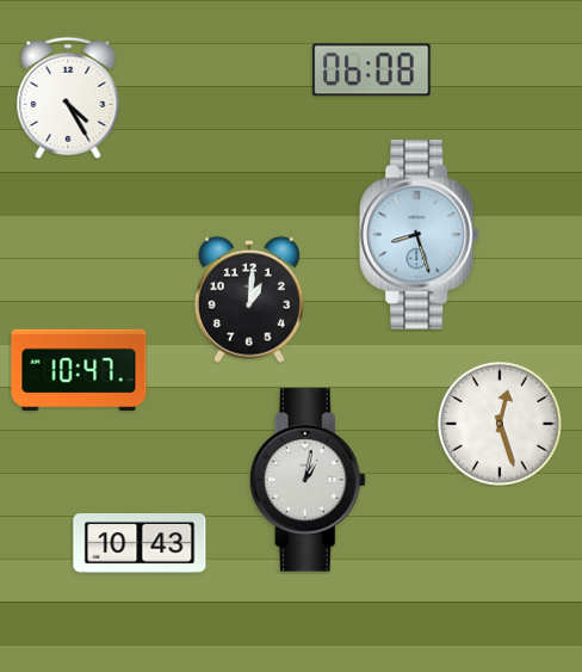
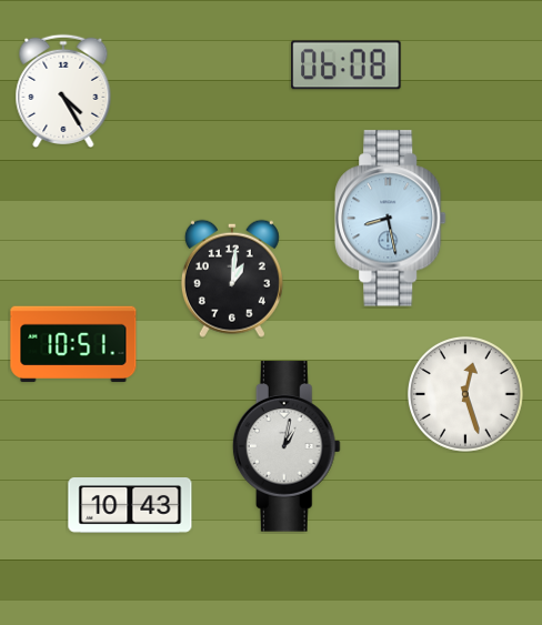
clock at (420, 235): 8:27 -> 8:28
clock at (79, 370): 10:47 -> 10:51
